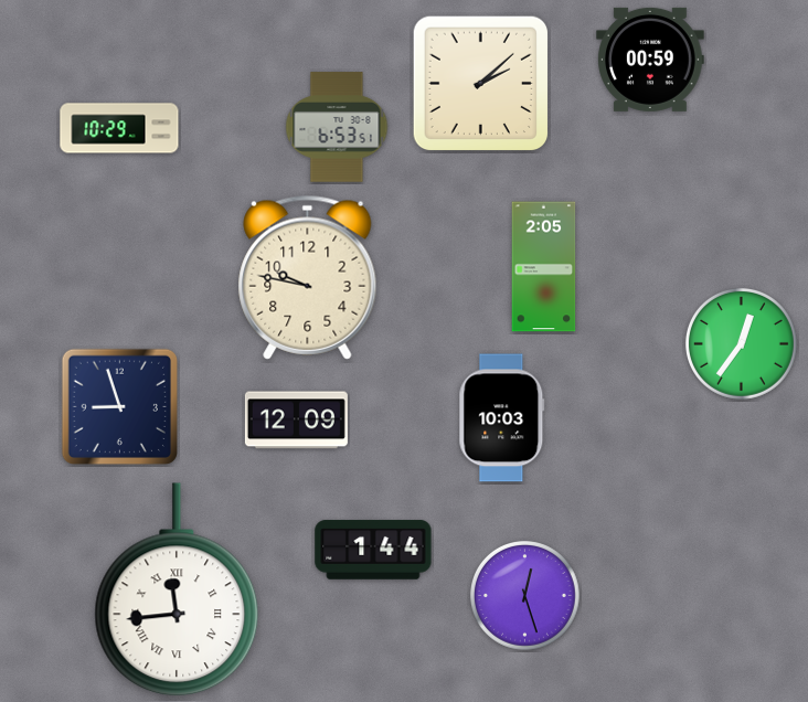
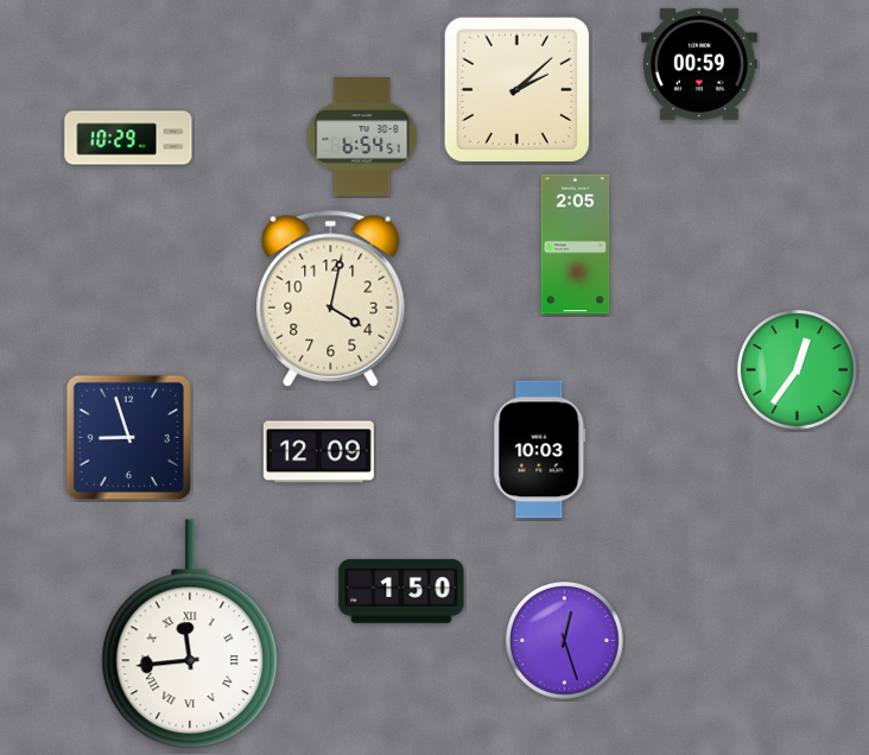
clock at (337, 127): 6:53 -> 6:54
clock at (544, 267) position: (544, 267) -> (576, 245)
clock at (308, 277): 9:47 -> 4:02
clock at (373, 550): 1:44 -> 1:50
